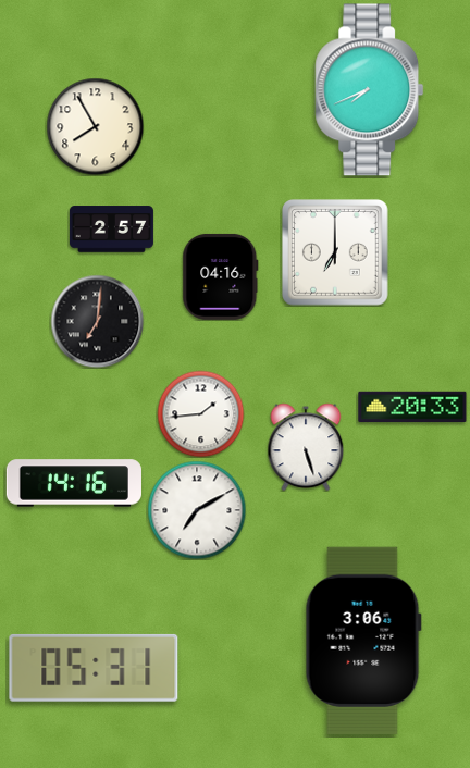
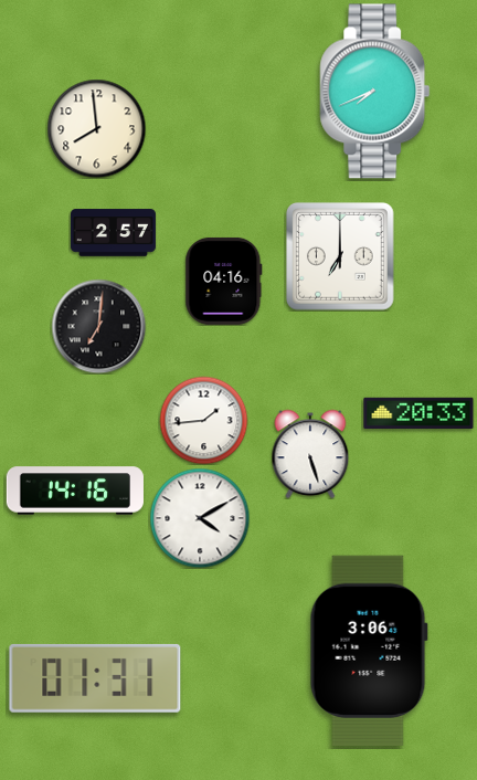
clock at (95, 126): 7:55 -> 7:59
clock at (197, 510): 7:10 -> 4:10
clock at (94, 668): 05:31 -> 01:31
